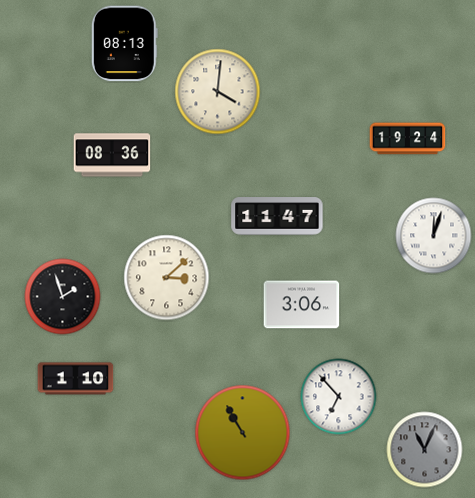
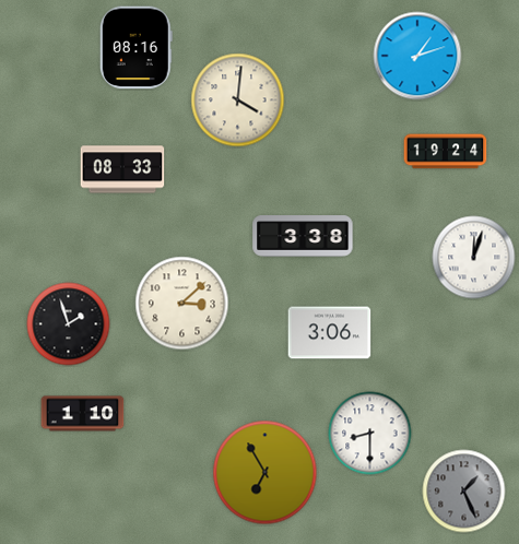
clock at (124, 44): 08:13 -> 08:16
clock at (417, 56): none -> 1:12
clock at (112, 155): 08:36 -> 08:33
clock at (277, 216): 11:47 -> 3:38
clock at (339, 397): 6:53 -> 8:30
clock at (243, 433): 10:55 -> 6:55
clock at (425, 450): 11:04 -> 1:26
